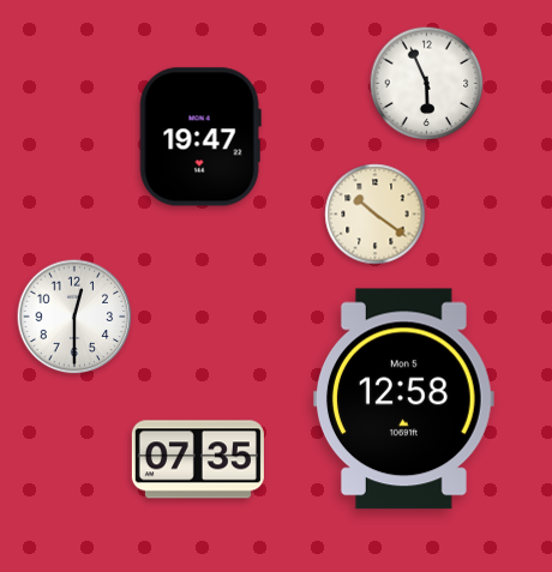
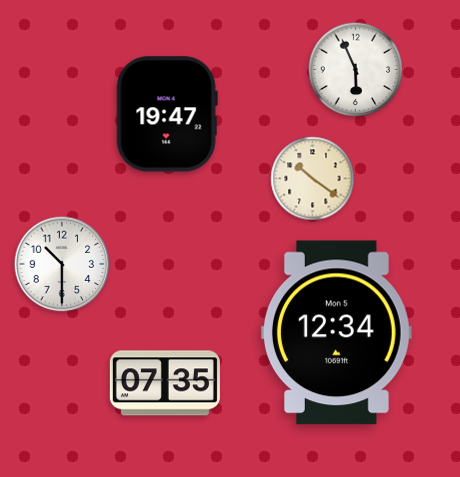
clock at (74, 317): 12:30 -> 10:30
clock at (403, 399): 12:58 -> 12:34
